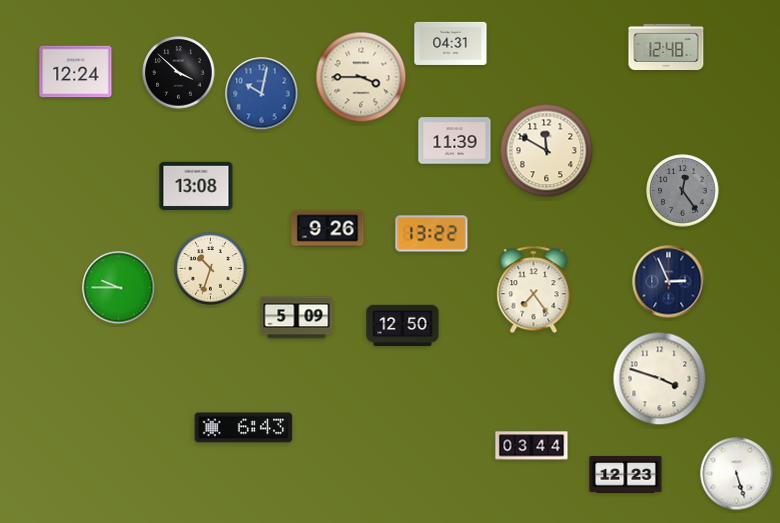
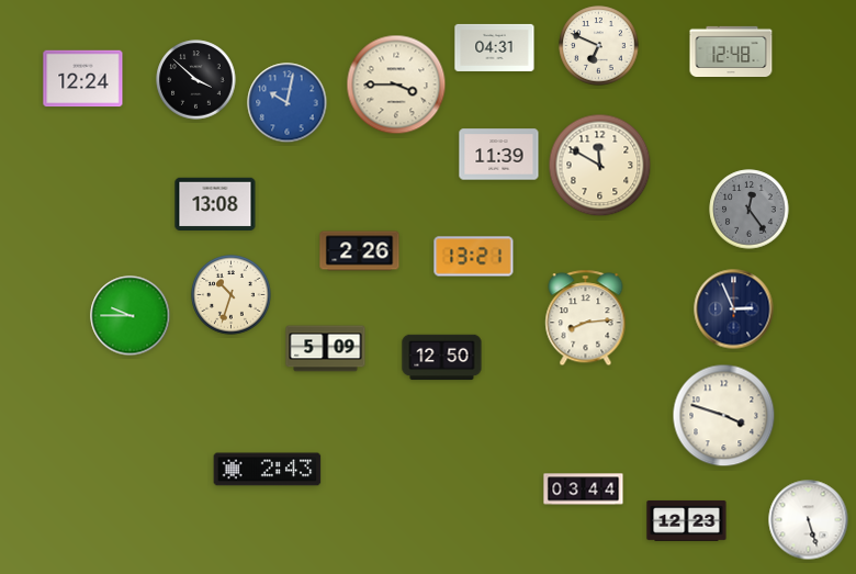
clock at (599, 46): none -> 6:49
clock at (328, 229): 9:26 -> 2:26
clock at (432, 234): 13:22 -> 13:21
clock at (534, 290): 7:24 -> 8:14
clock at (244, 428): 6:43 -> 2:43
